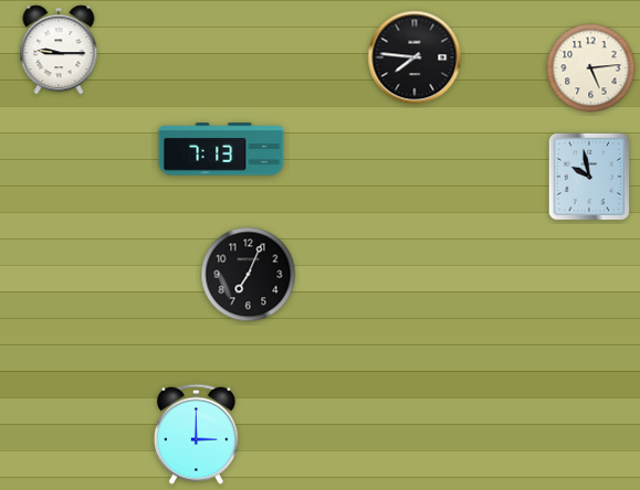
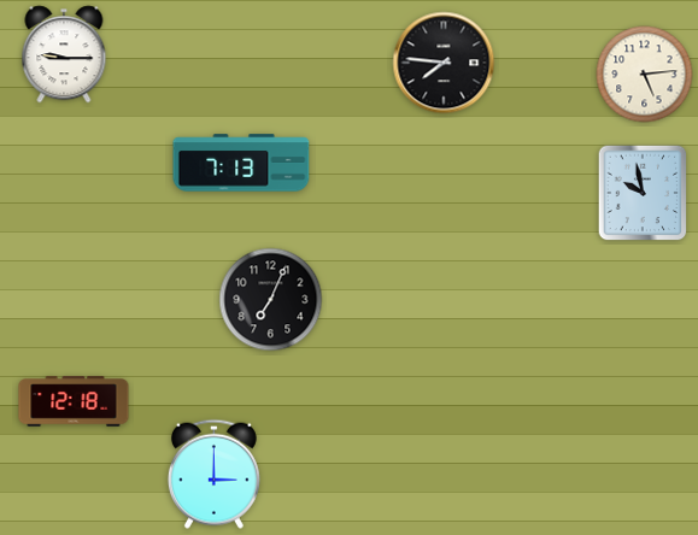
clock at (415, 57) position: (415, 57) -> (444, 63)
clock at (74, 401): none -> 12:18
